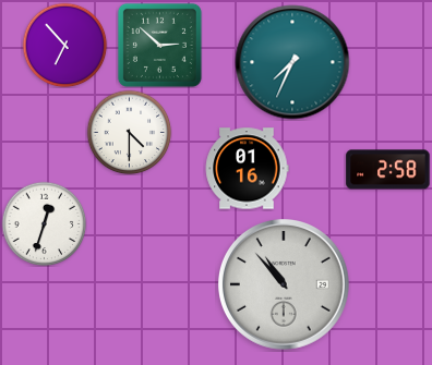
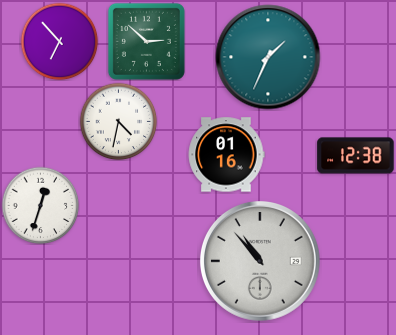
clock at (292, 62): 7:34 -> 1:34
clock at (129, 132): 4:30 -> 4:32
clock at (388, 170): 2:58 -> 12:38
